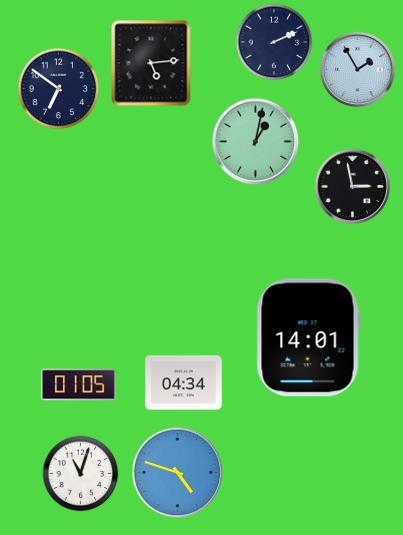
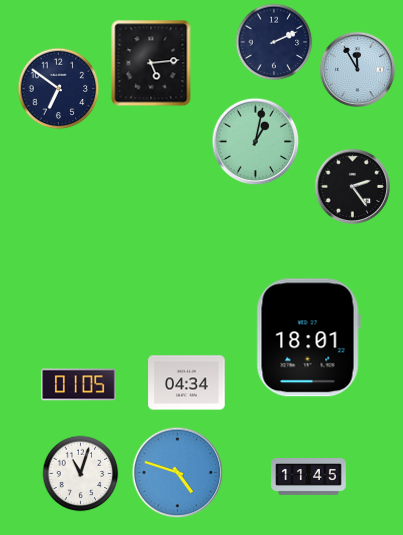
clock at (357, 69): 1:55 -> 11:55
clock at (352, 186): 2:58 -> 2:24
clock at (308, 338): 14:01 -> 18:01
clock at (184, 383) position: (184, 383) -> (187, 383)
clock at (309, 477): none -> 11:45
